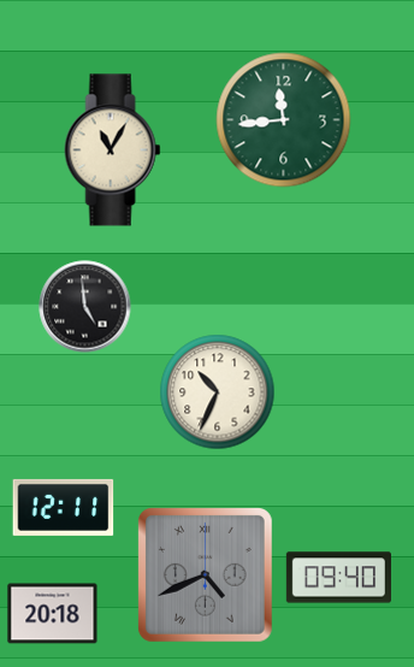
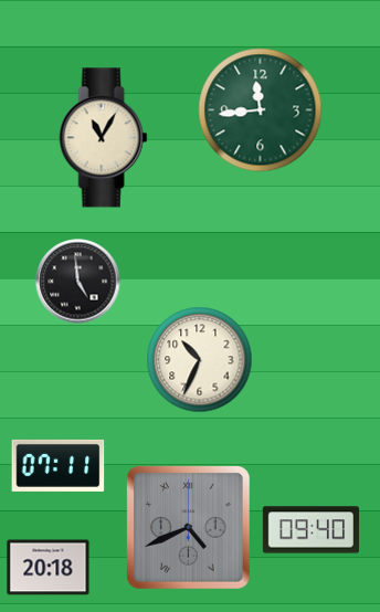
clock at (64, 507): 12:11 -> 07:11
clock at (53, 614) position: (53, 614) -> (49, 568)
